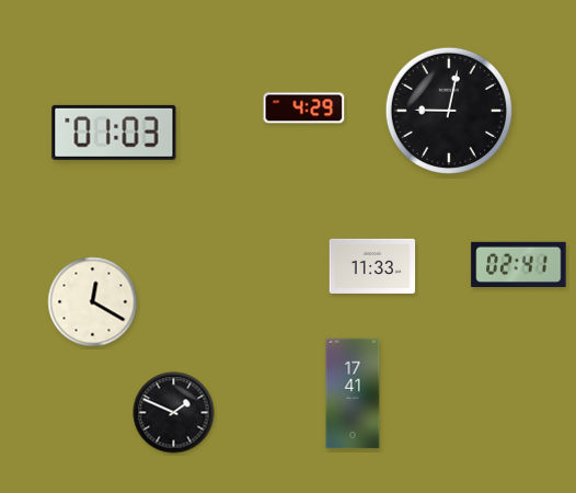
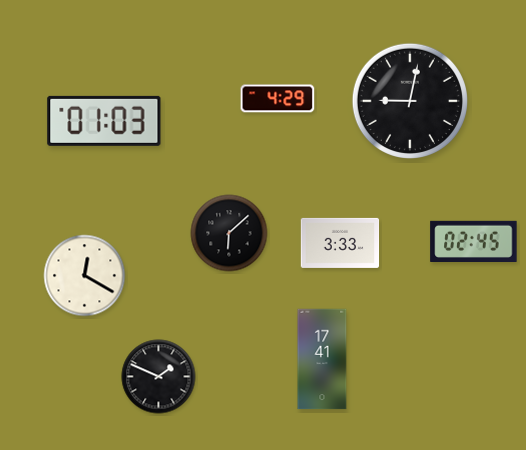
clock at (229, 233): none -> 6:08
clock at (519, 264): 02:41 -> 02:45
clock at (372, 266): 11:33 -> 3:33
